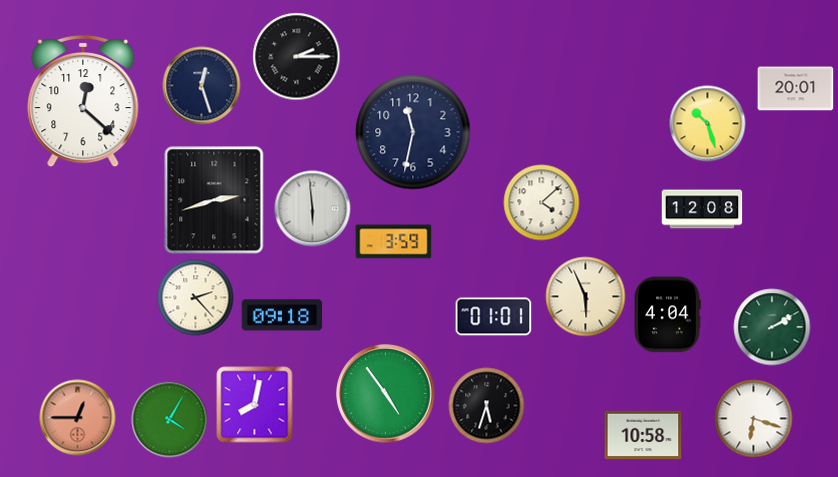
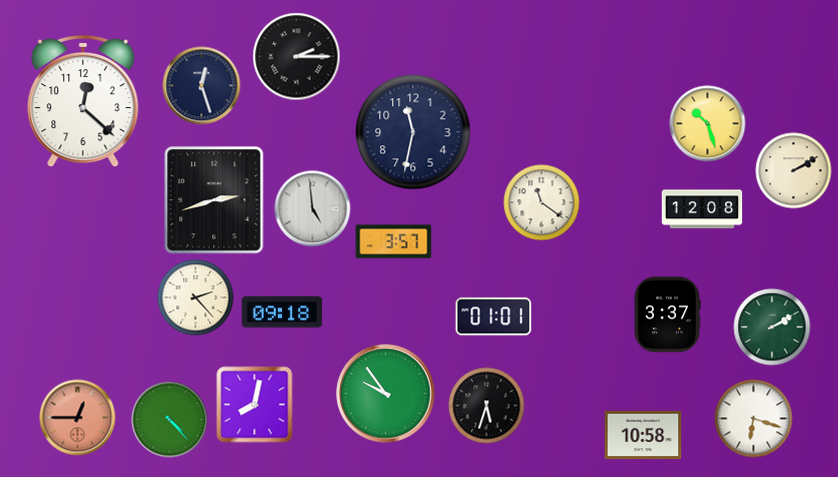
clock at (796, 89): 20:01 -> none
clock at (794, 171): none -> 2:10
clock at (542, 203): 4:08 -> 11:21
clock at (313, 209): 5:59 -> 4:59
clock at (394, 242): 3:59 -> 3:57
clock at (586, 297): 5:56 -> none
clock at (282, 315) position: (282, 315) -> (282, 312)
clock at (668, 315): 4:04 -> 3:37
clock at (386, 394): 4:54 -> 9:54
clock at (170, 420): 4:05 -> 4:23
